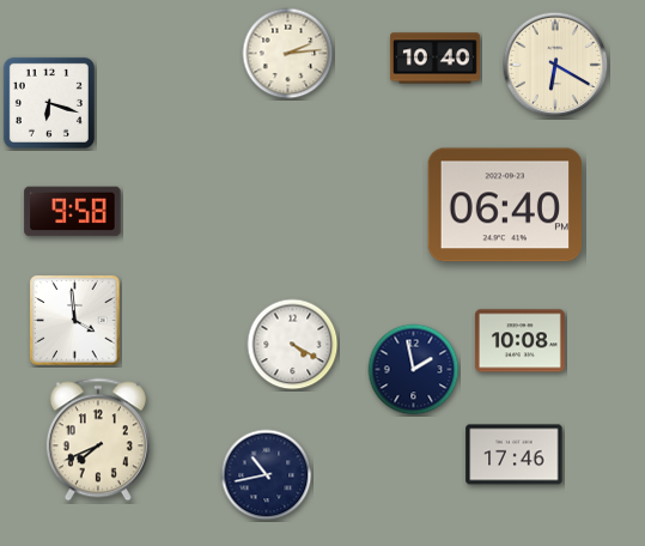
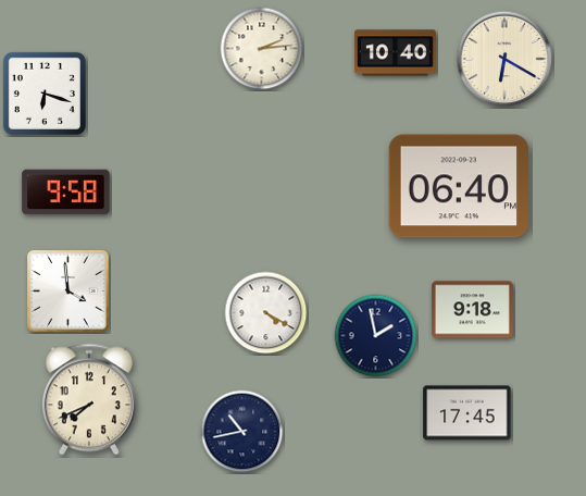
clock at (519, 341): 10:08 -> 9:18
clock at (515, 455): 17:46 -> 17:45
